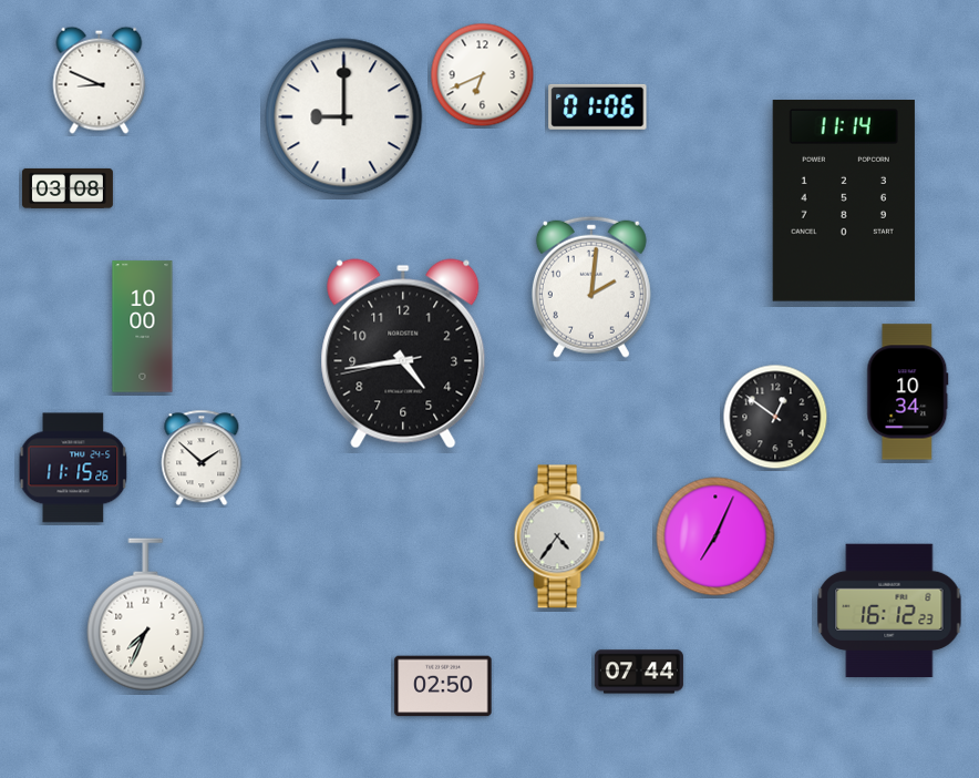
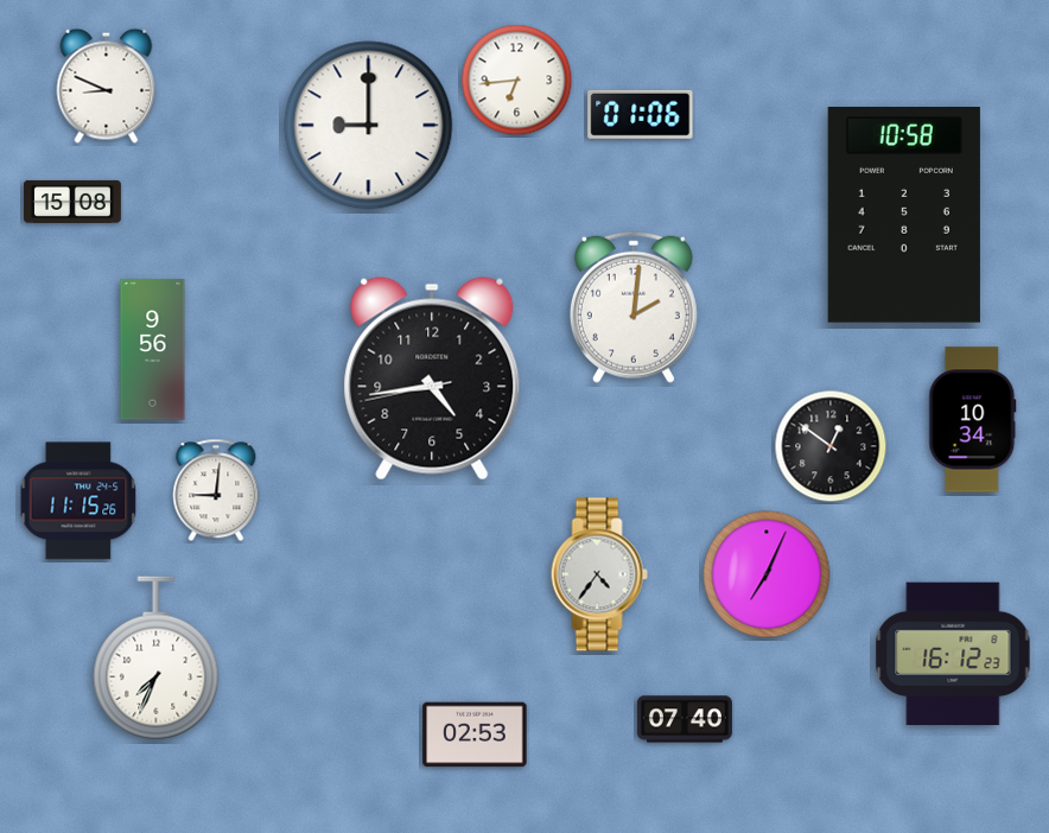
clock at (483, 75): 6:41 -> 6:44
clock at (69, 188): 03:08 -> 15:08
clock at (844, 202): 11:14 -> 10:58
clock at (143, 327): 10:00 -> 9:56
clock at (202, 458): 1:52 -> 9:01
clock at (639, 672): 07:44 -> 07:40
clock at (443, 686): 02:50 -> 02:53
